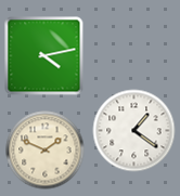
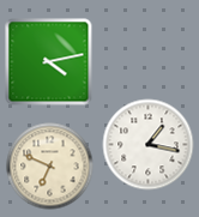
clock at (134, 131): 1:21 -> 1:17
clock at (46, 151): 1:49 -> 6:49
